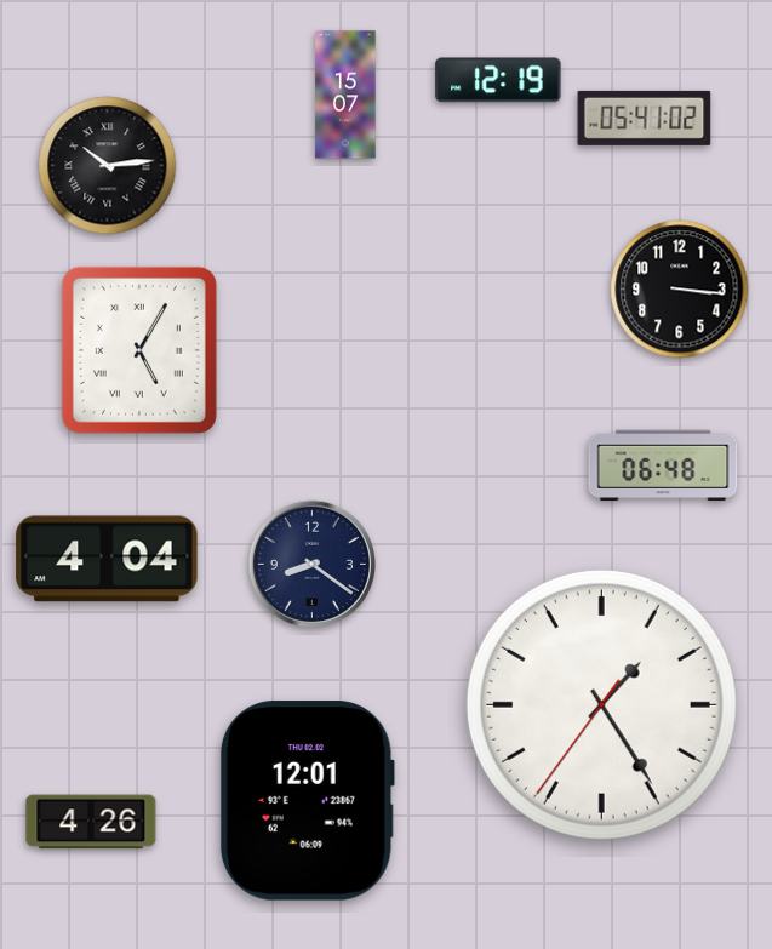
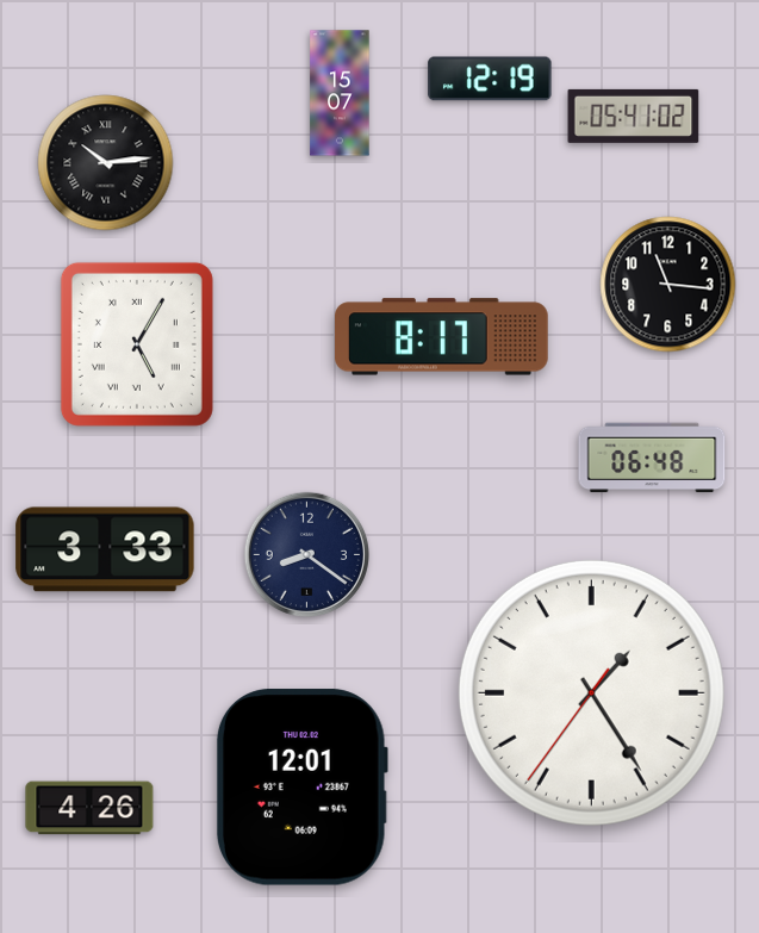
clock at (680, 290): 3:16 -> 11:16
clock at (442, 337): none -> 8:17
clock at (107, 559): 4:04 -> 3:33
